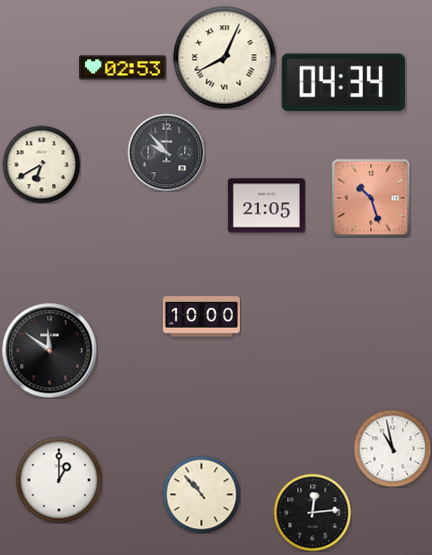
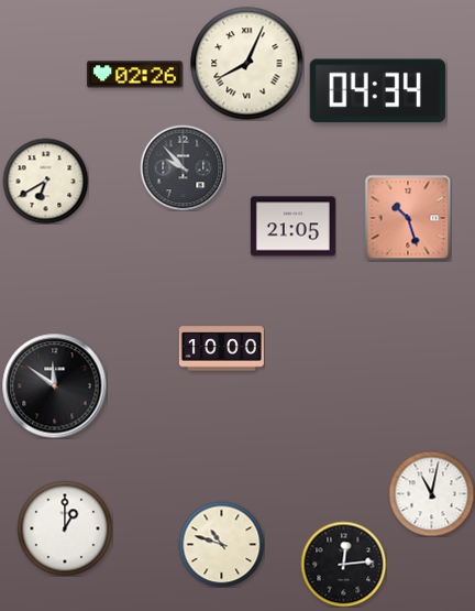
clock at (123, 68): 02:53 -> 02:26
clock at (392, 448): 10:58 -> 11:02
clock at (201, 494): 10:53 -> 10:48
